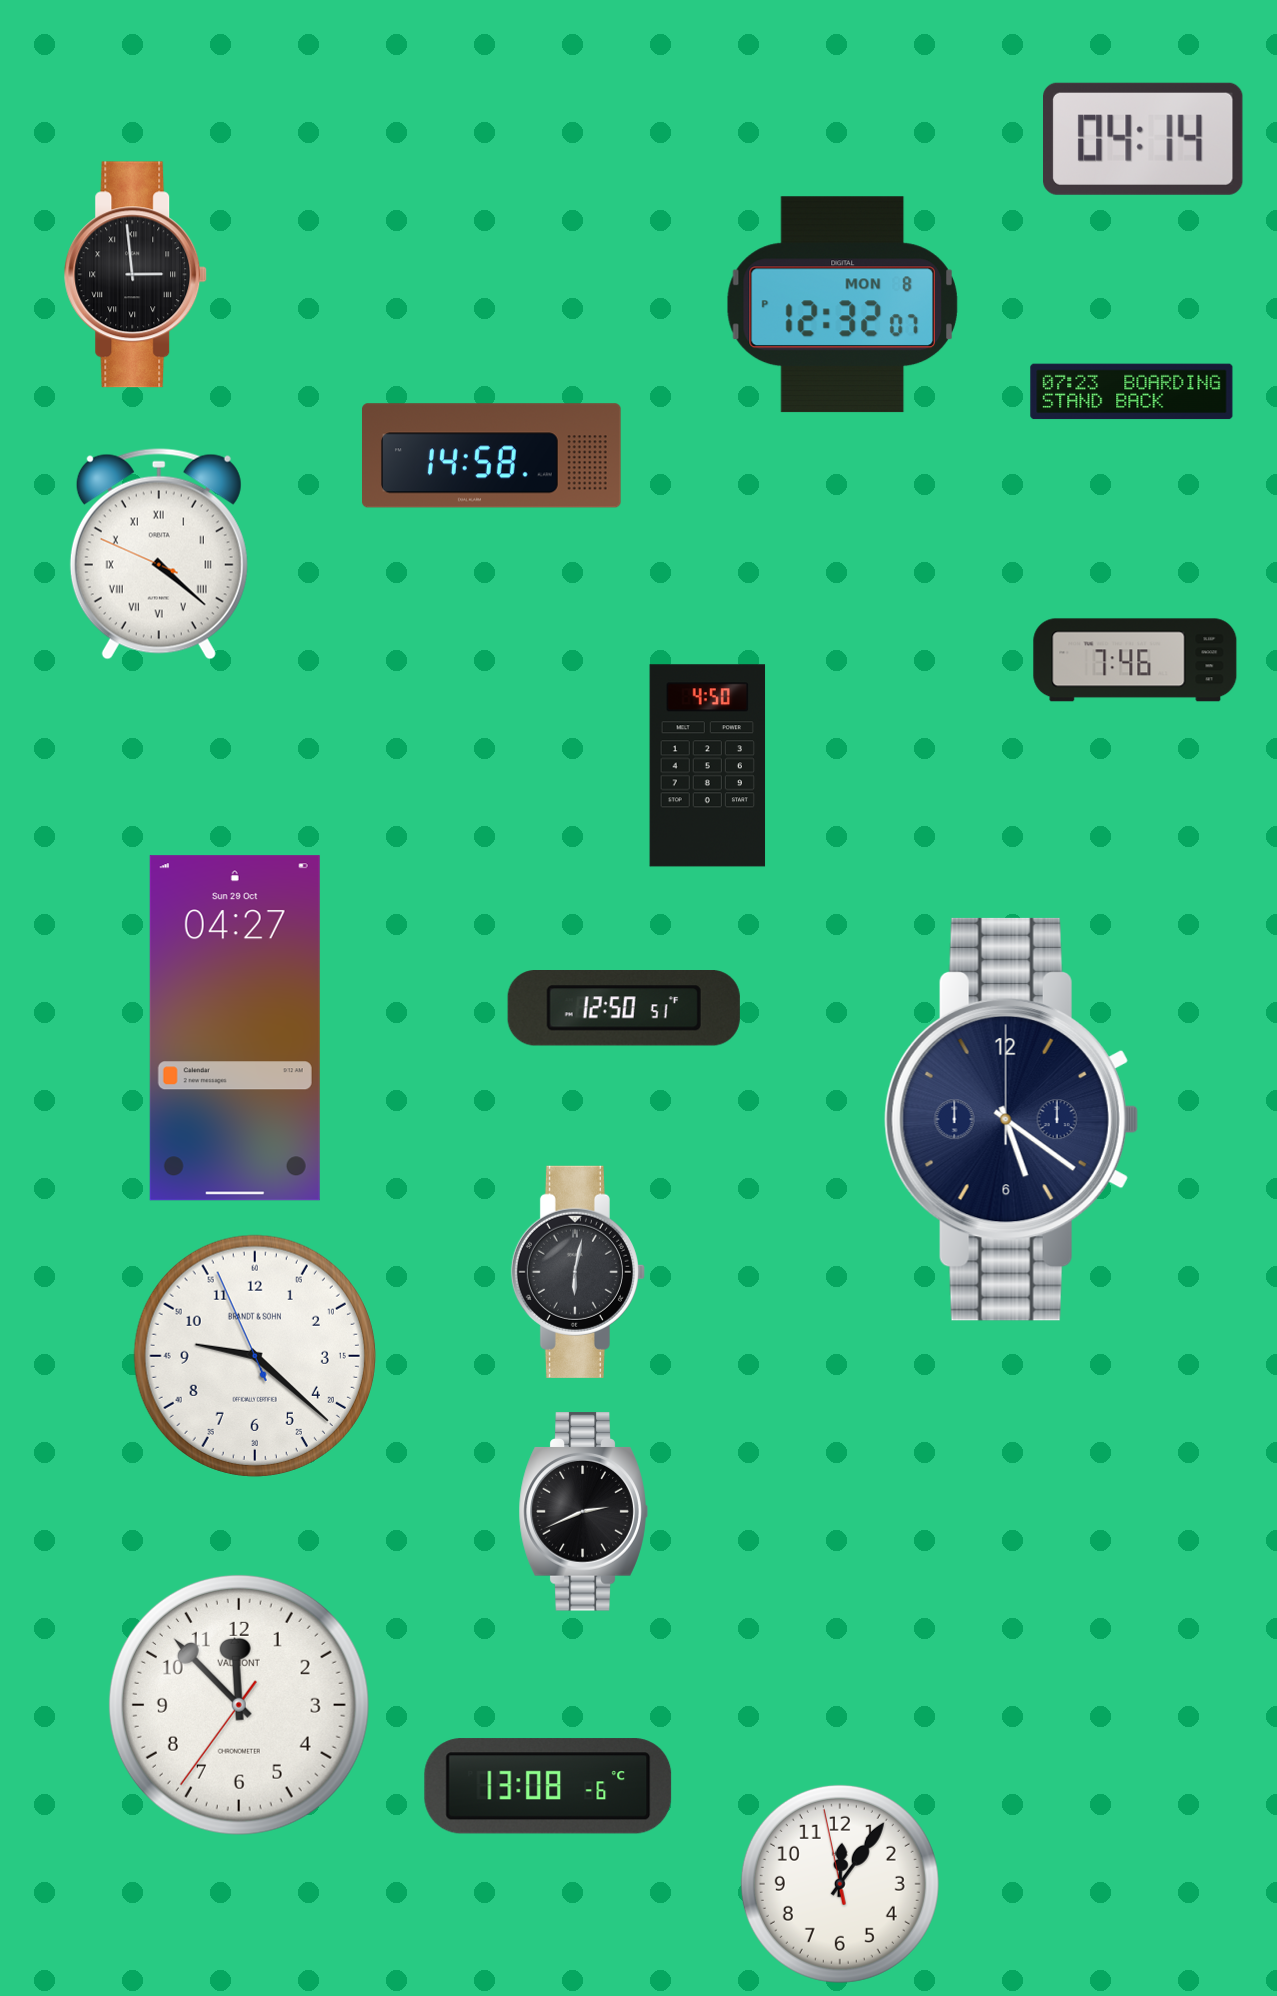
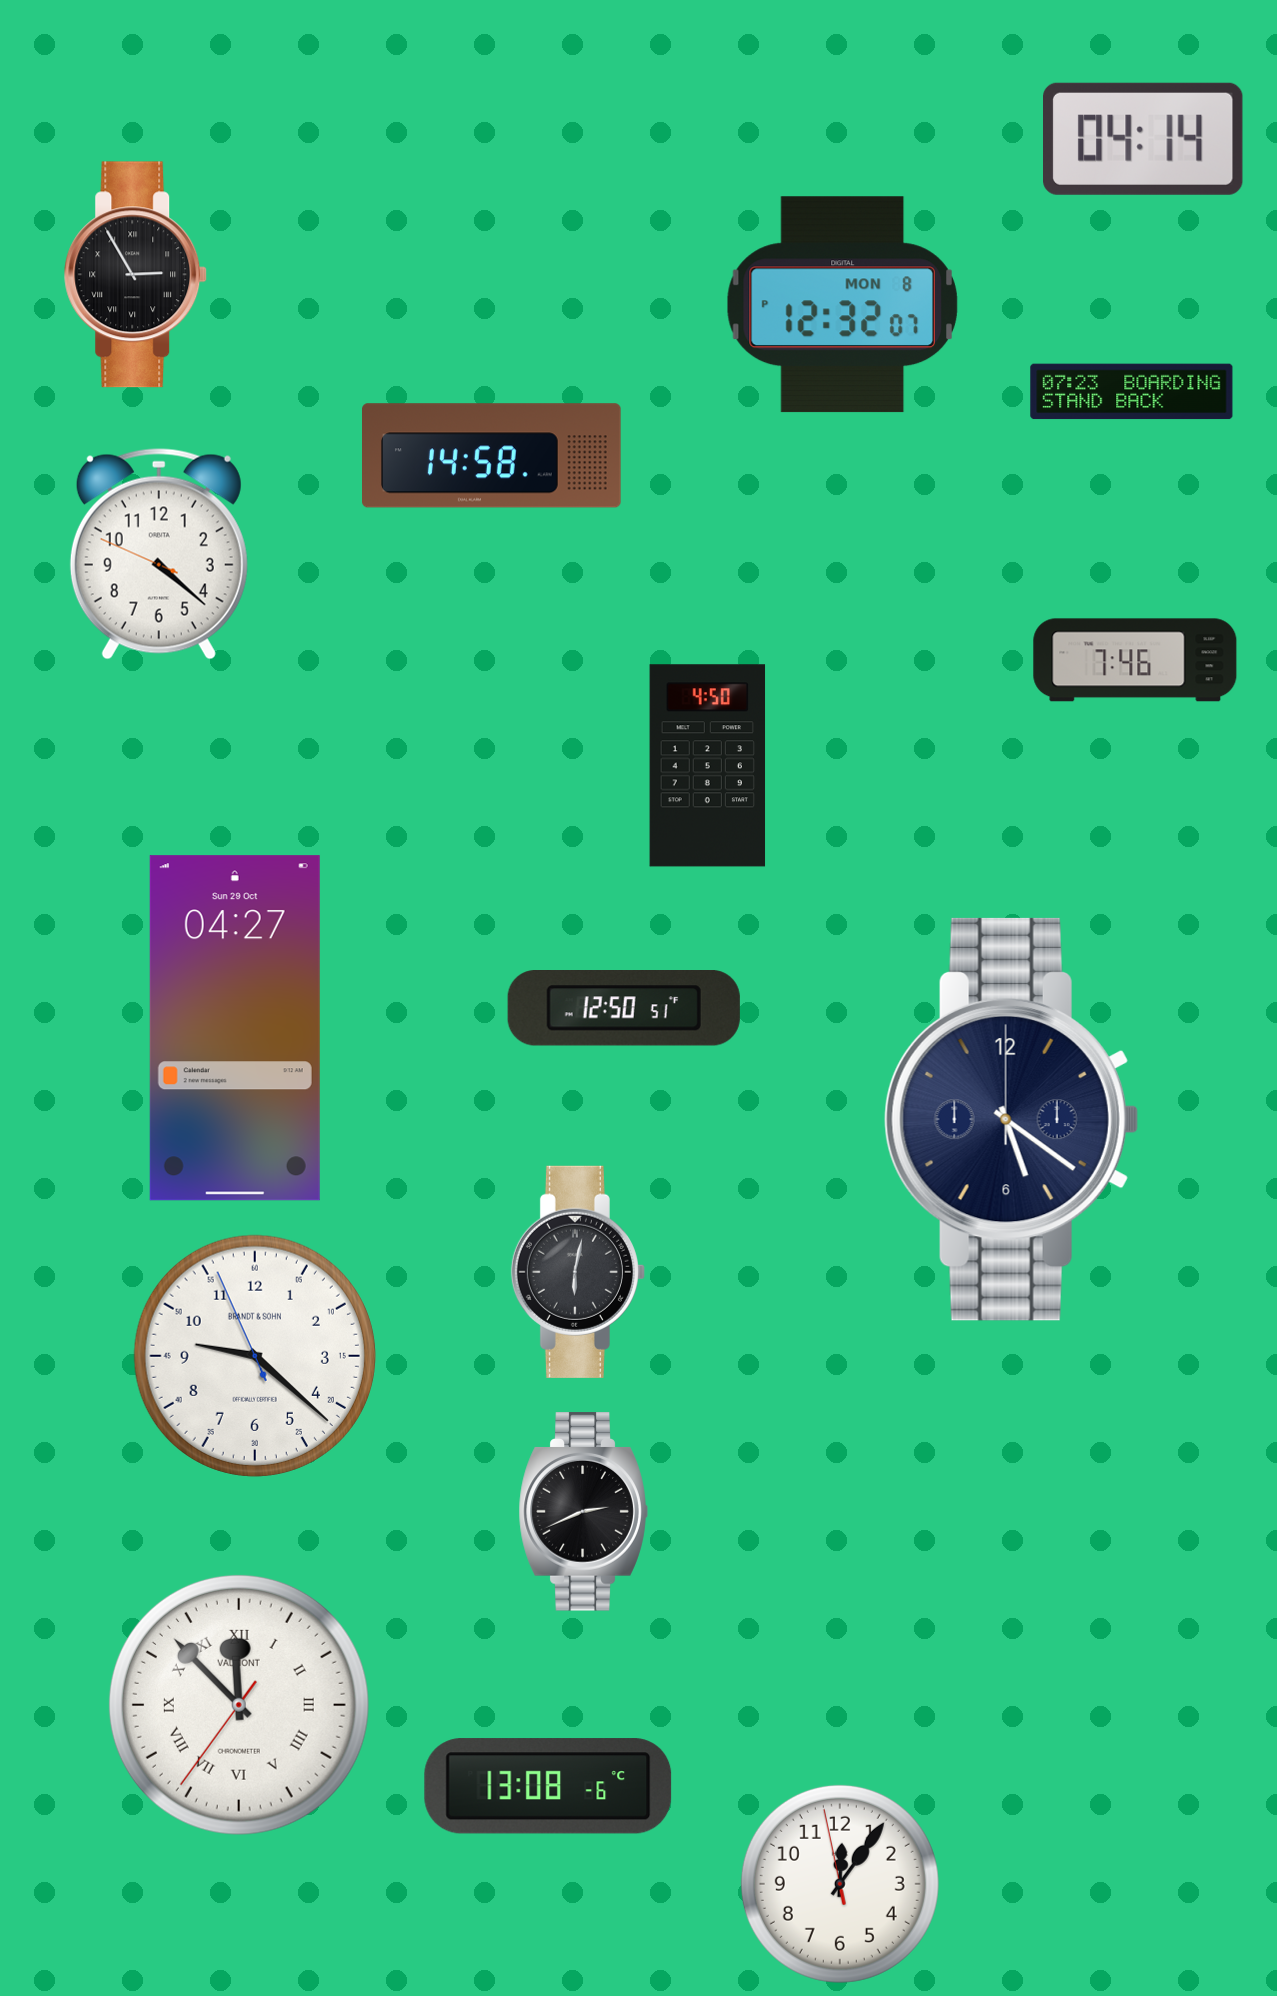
clock at (136, 275): 2:59 -> 2:55
clock at (159, 554) numerals: Roman -> Arabic
clock at (239, 1705) numerals: Arabic -> Roman
